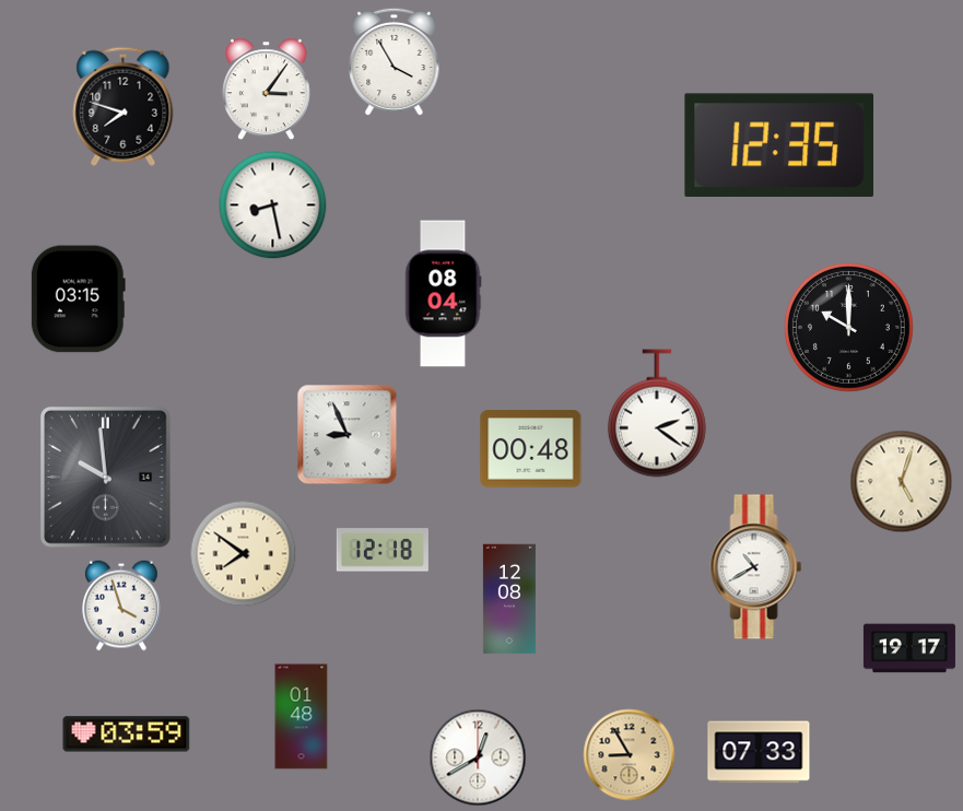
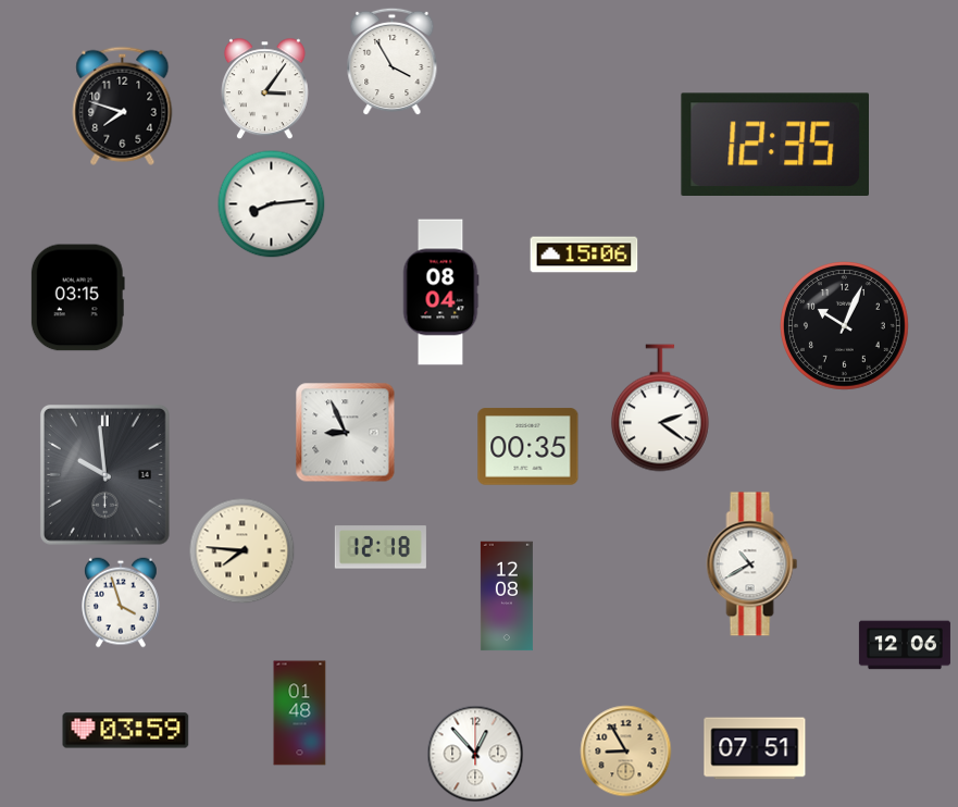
clock at (273, 205): 8:28 -> 8:14
clock at (584, 254): none -> 15:06
clock at (848, 327): 10:00 -> 10:04
clock at (657, 413) position: (657, 413) -> (660, 408)
clock at (531, 449): 00:48 -> 00:35
clock at (902, 482): 5:03 -> none
clock at (244, 554): 7:51 -> 7:46
clock at (909, 648): 19:17 -> 12:06
clock at (759, 752): 07:33 -> 07:51
clock at (478, 757): 12:40 -> 12:53
